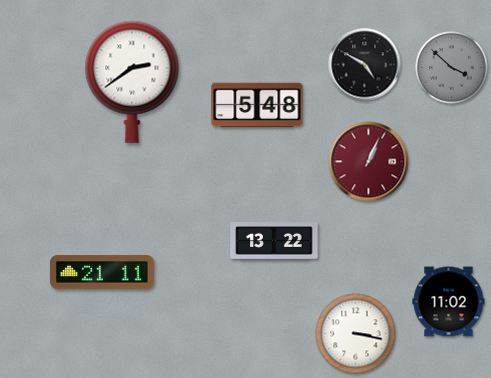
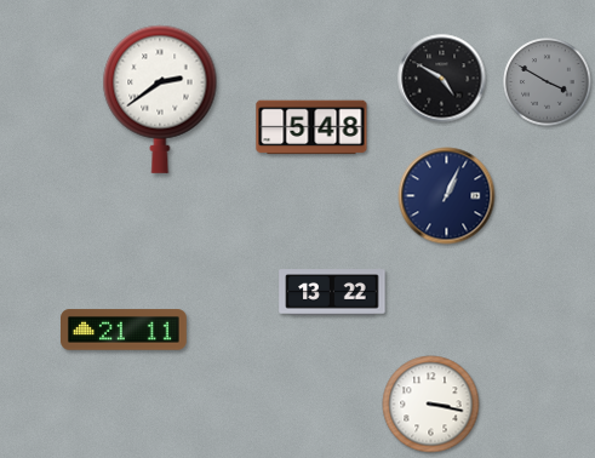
clock at (452, 68): 3:52 -> 3:50
clock at (369, 162) dial: burgundy -> navy
clock at (449, 302): 11:02 -> none
